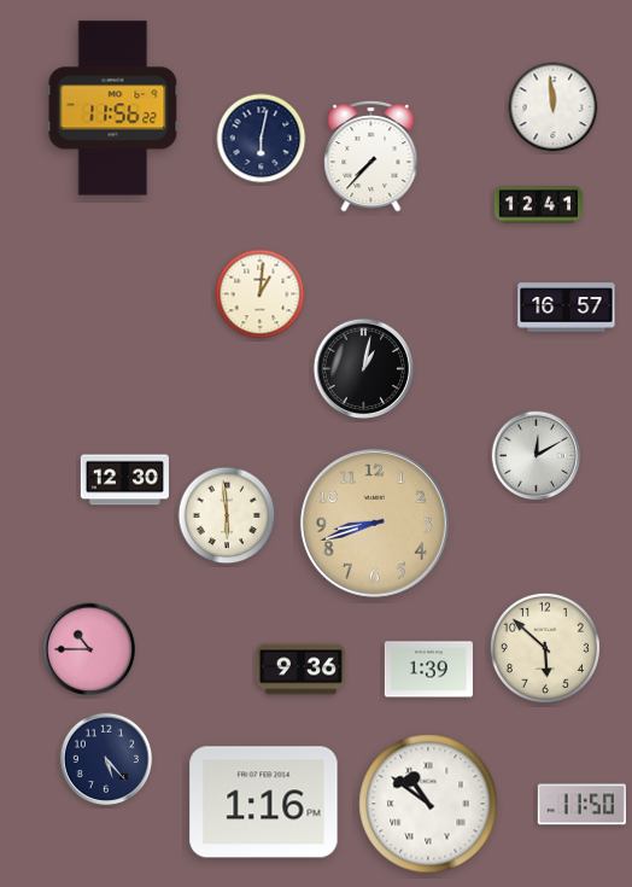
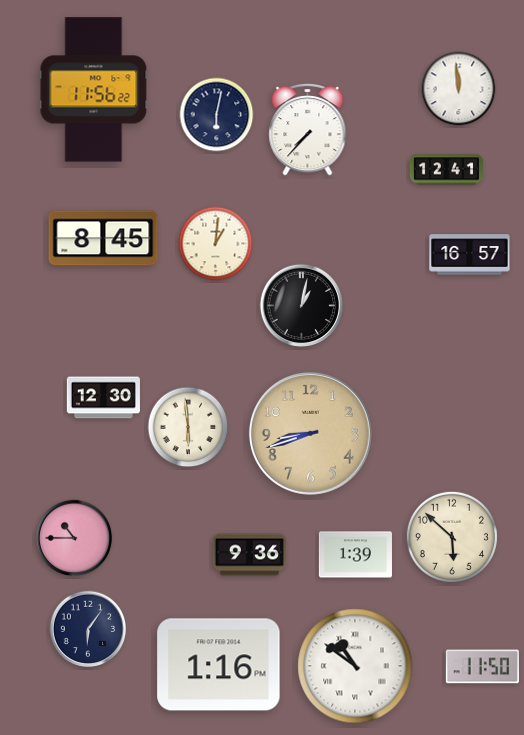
clock at (103, 238): none -> 8:45
clock at (537, 456): 12:10 -> none
clock at (106, 759): 5:23 -> 6:06
